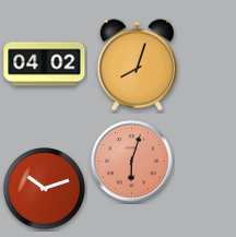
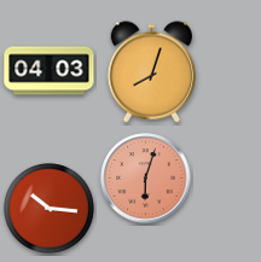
clock at (45, 64): 04:02 -> 04:03
clock at (45, 189): 10:12 -> 10:16
